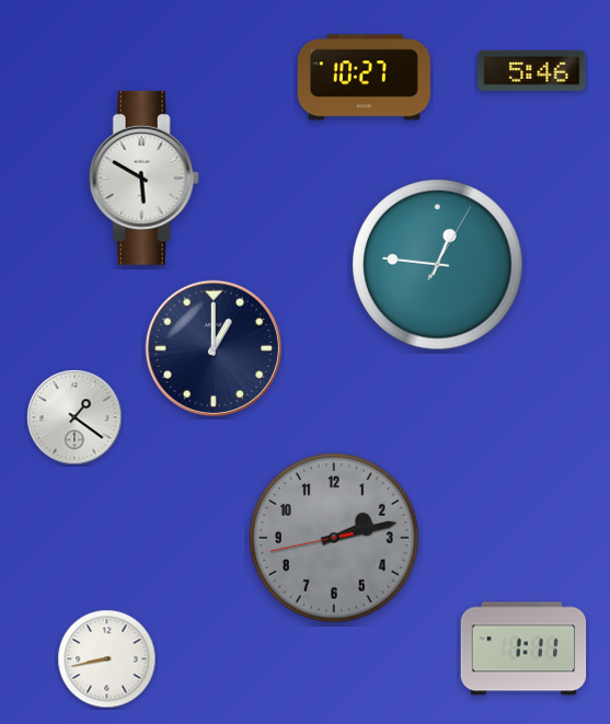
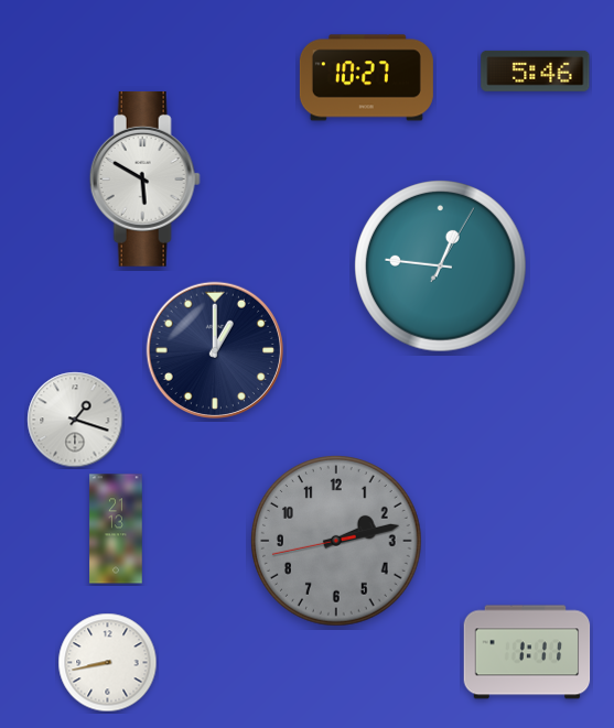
clock at (74, 417): 1:21 -> 1:18
clock at (116, 529): none -> 21:13
